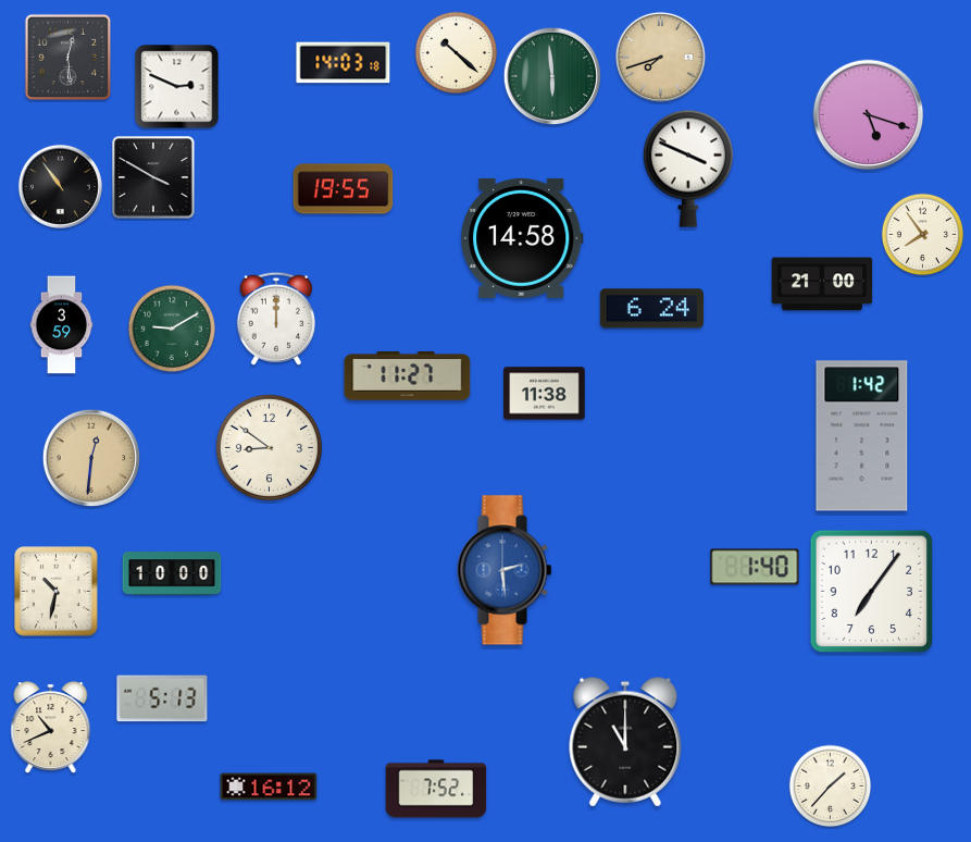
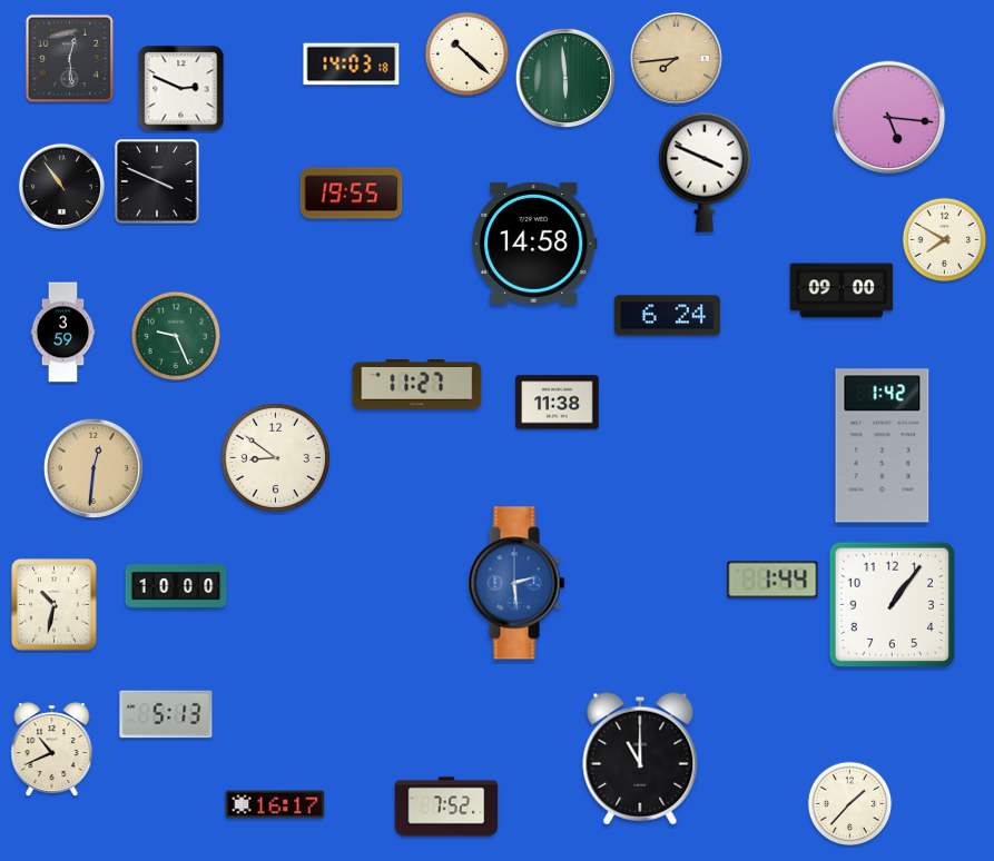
clock at (660, 57): 7:42 -> 7:44
clock at (869, 115): 5:18 -> 5:16
clock at (153, 177): 3:50 -> 3:49
clock at (60, 186) position: (60, 186) -> (61, 186)
clock at (923, 235): 7:54 -> 7:50
clock at (822, 284): 21:00 -> 09:00
clock at (276, 319): 12:00 -> none
clock at (172, 329): 9:10 -> 9:26
clock at (755, 567): 1:40 -> 1:44
clock at (871, 591): 7:06 -> 1:06
clock at (57, 592) position: (57, 592) -> (55, 605)
clock at (51, 728) position: (51, 728) -> (52, 750)
clock at (269, 787): 16:12 -> 16:17
